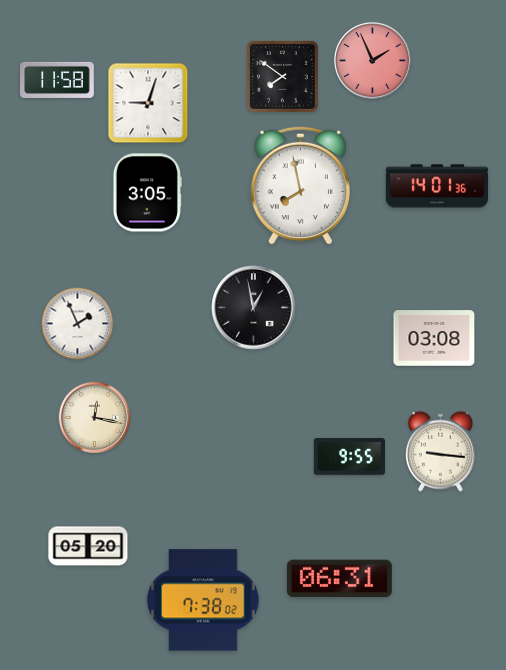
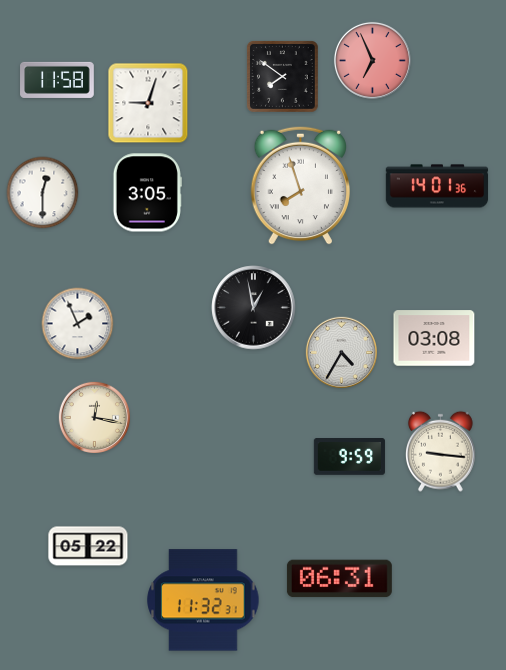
clock at (372, 60): 1:56 -> 6:56
clock at (300, 185): 7:58 -> 7:57
clock at (43, 193): none -> 12:30
clock at (341, 352): none -> 4:35
clock at (349, 457): 9:55 -> 9:59
clock at (88, 546): 05:20 -> 05:22
clock at (203, 600): 7:38 -> 11:32
